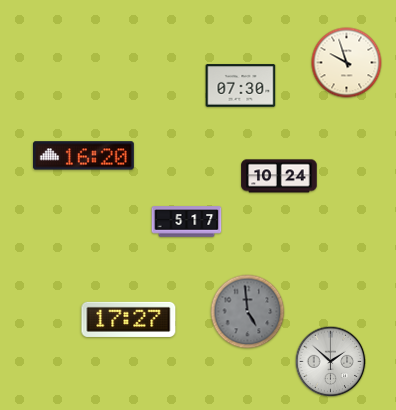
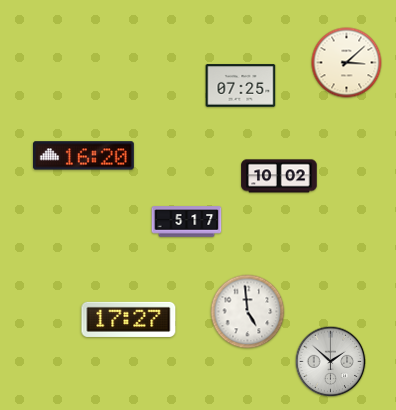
clock at (347, 63): 9:57 -> 3:08
clock at (241, 86): 07:30 -> 07:25
clock at (279, 176): 10:24 -> 10:02
clock at (248, 312) dial: grey -> white
